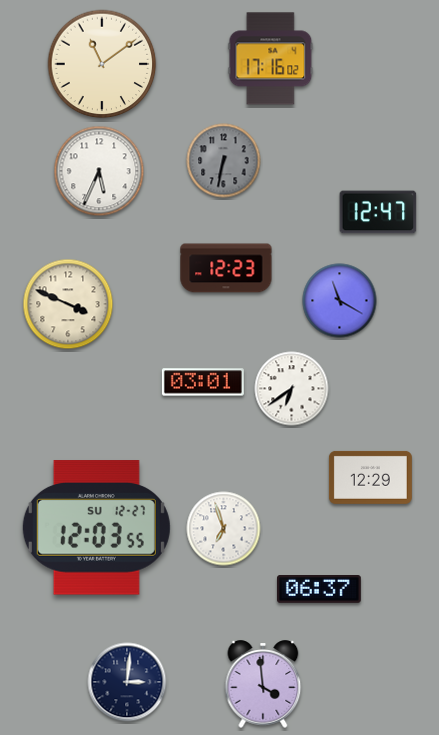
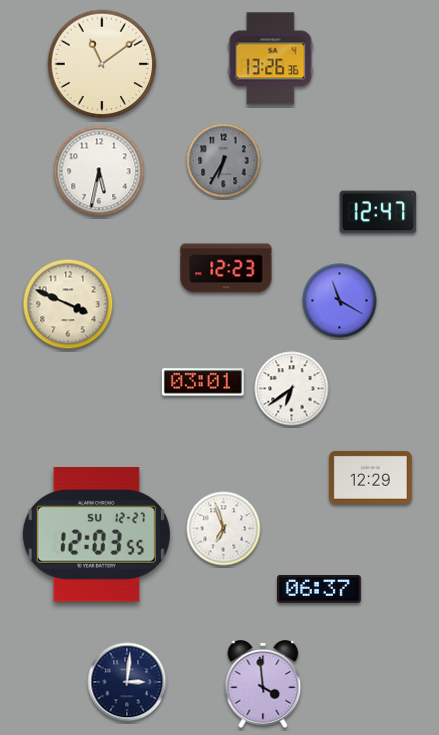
clock at (271, 59): 17:16 -> 13:26
clock at (224, 161): 6:32 -> 6:35
clock at (99, 171): 5:34 -> 5:32
clock at (96, 528) position: (96, 528) -> (96, 535)
